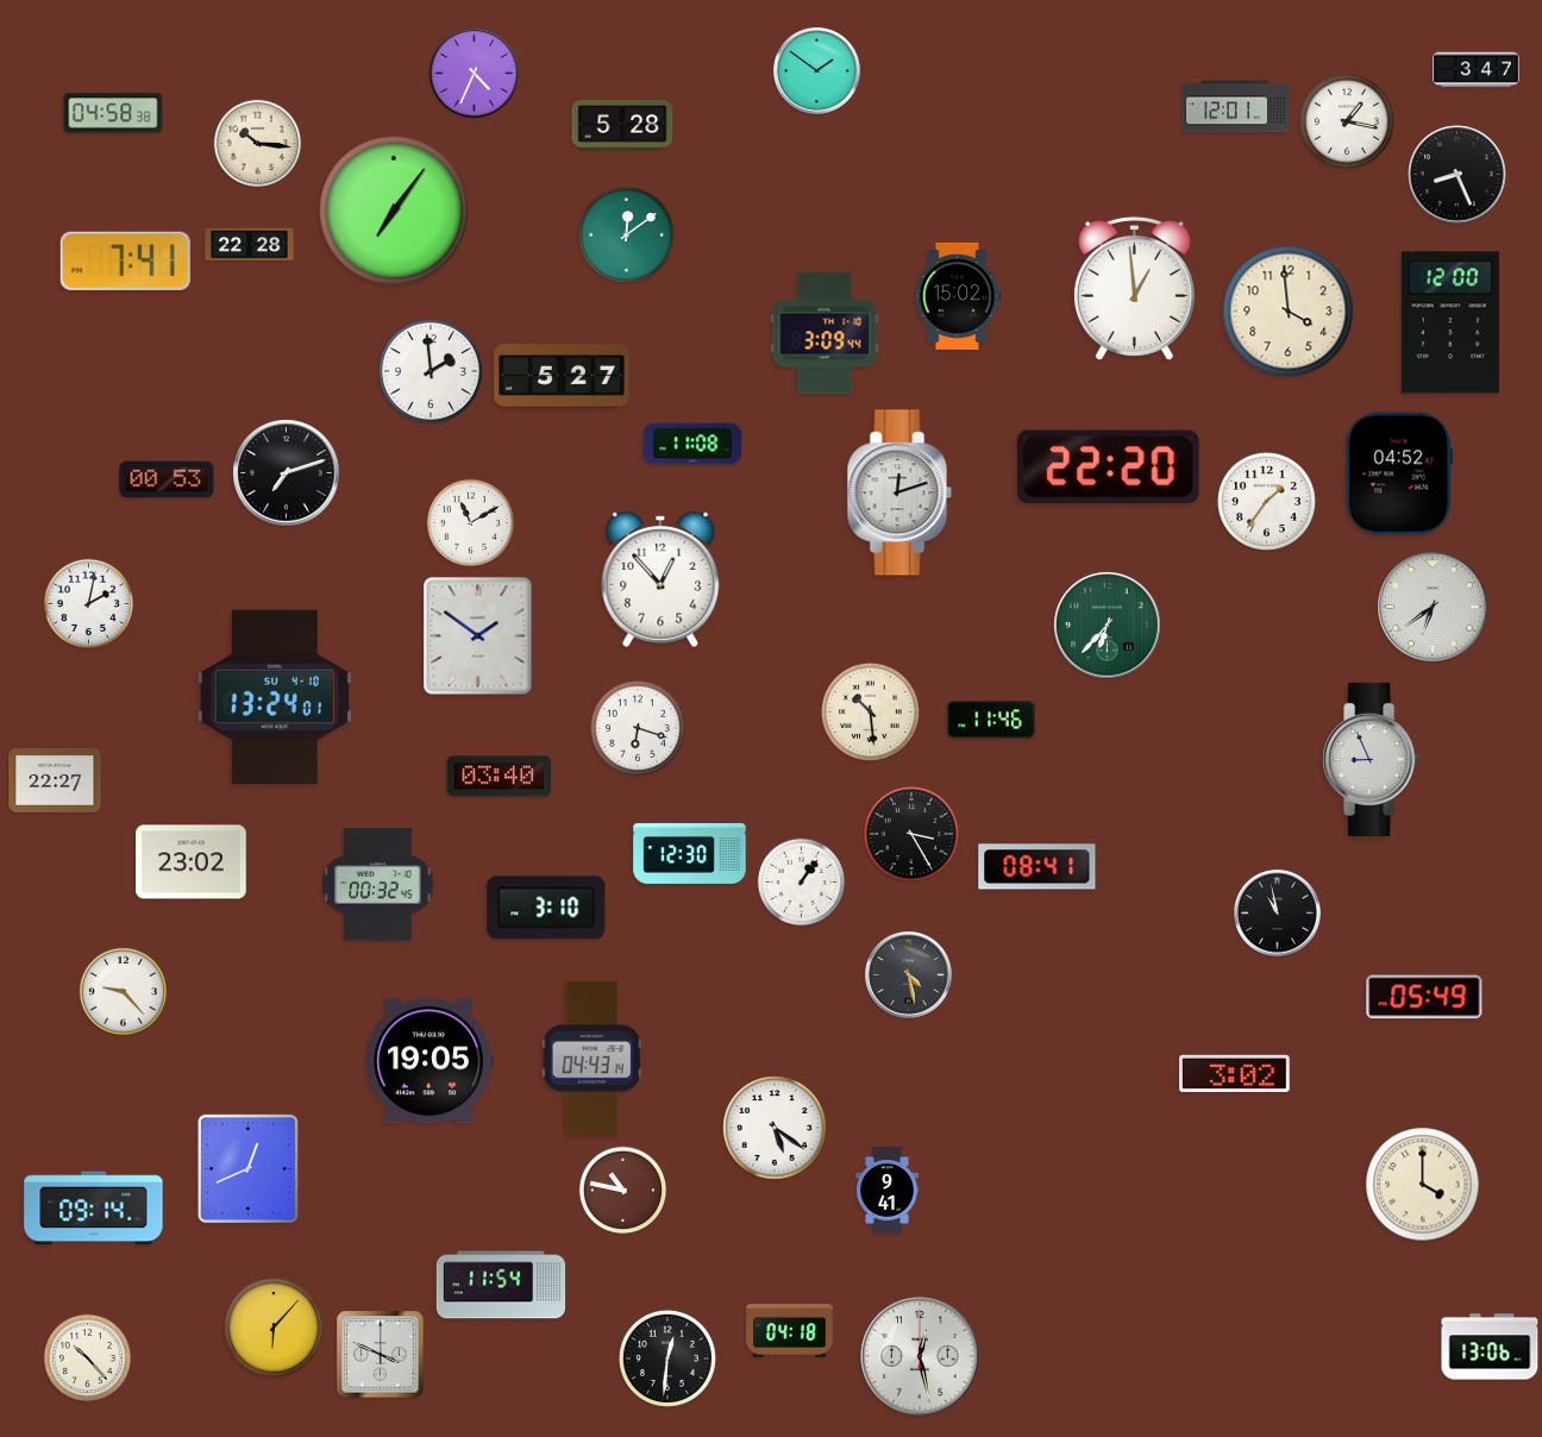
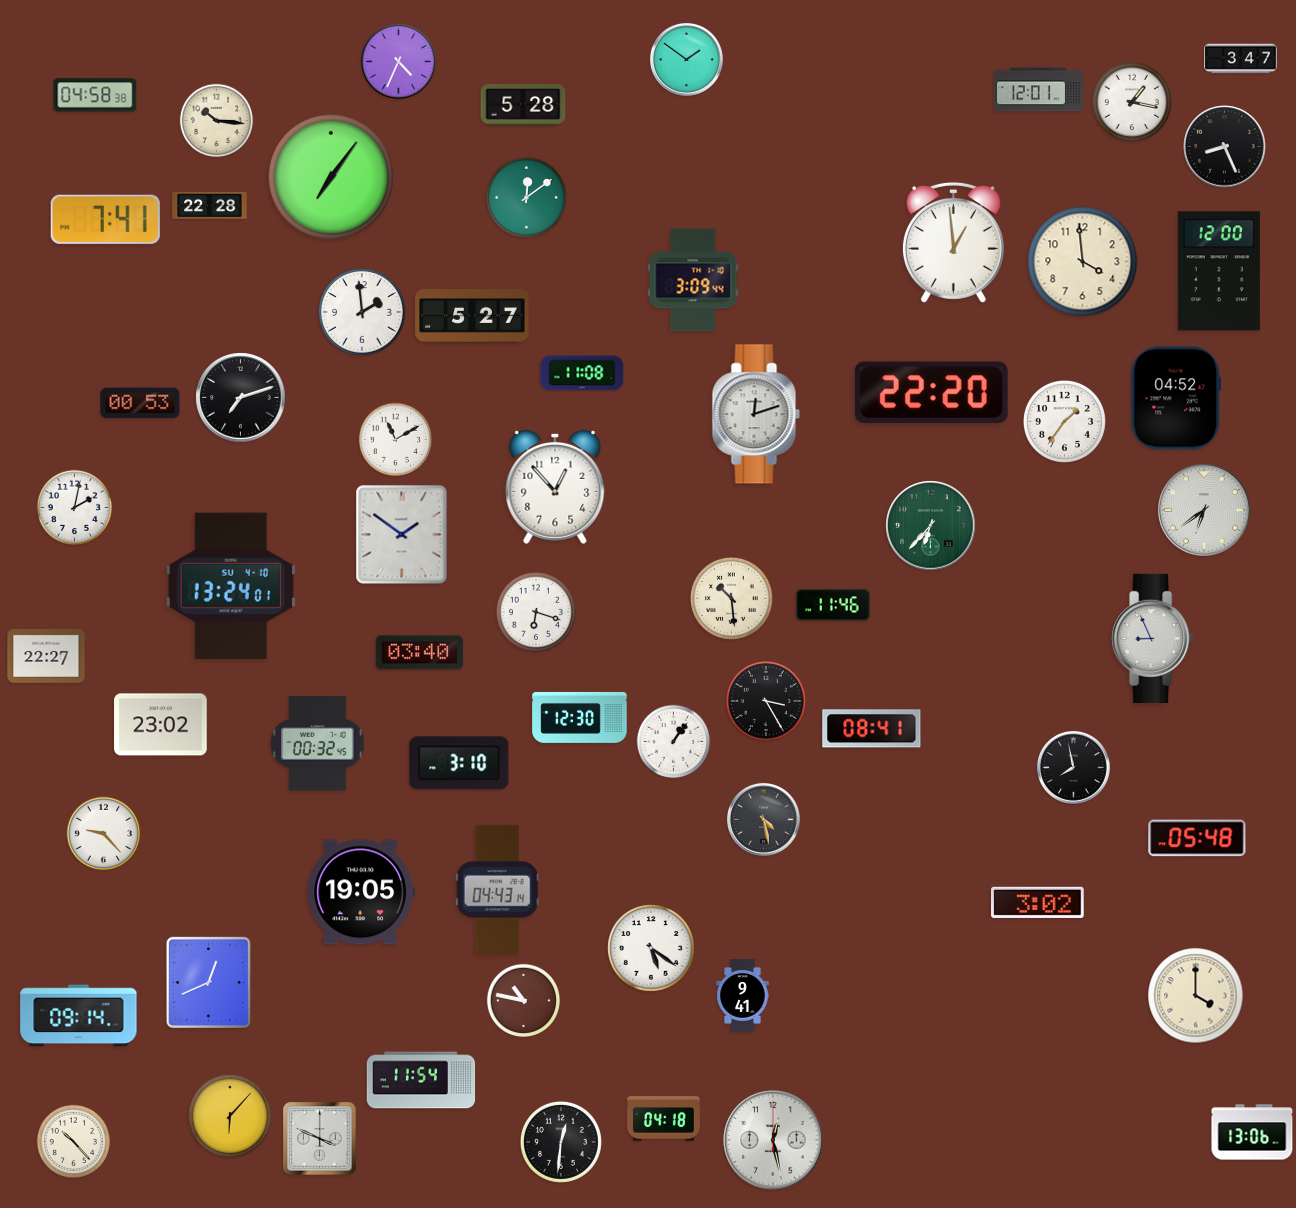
clock at (958, 296): 15:02 -> none
clock at (1277, 912): 10:58 -> 7:58
clock at (1424, 997): 05:49 -> 05:48
clock at (888, 1191) position: (888, 1191) -> (743, 996)
